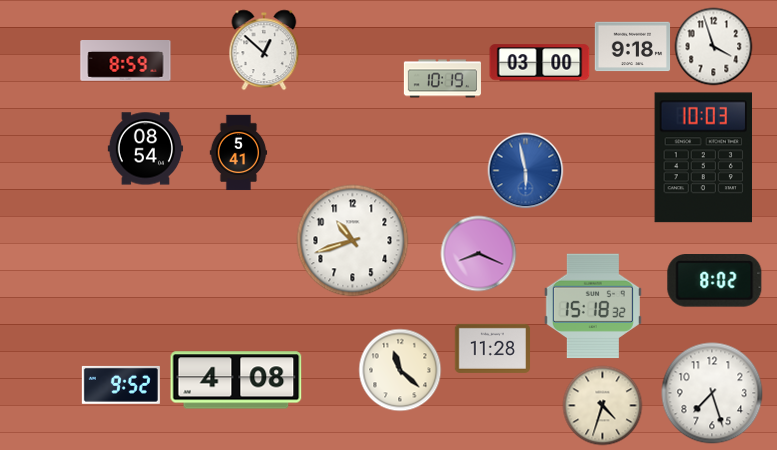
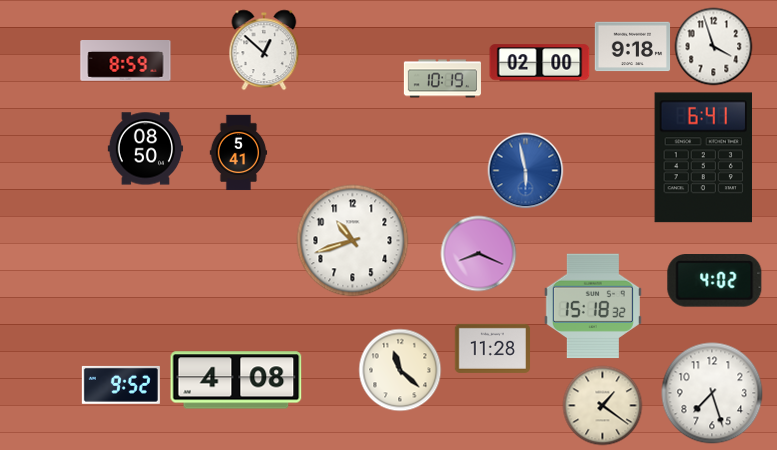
clock at (540, 63): 03:00 -> 02:00
clock at (146, 149): 08:54 -> 08:50
clock at (704, 158): 10:03 -> 6:41
clock at (715, 281): 8:02 -> 4:02
clock at (603, 406): 4:33 -> 1:21
